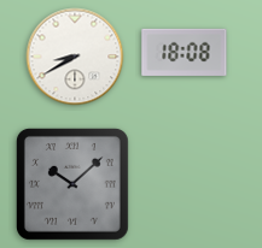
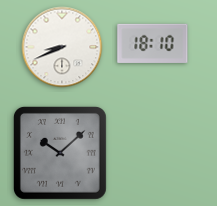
clock at (185, 52): 18:08 -> 18:10
clock at (75, 57): 8:40 -> 8:41
